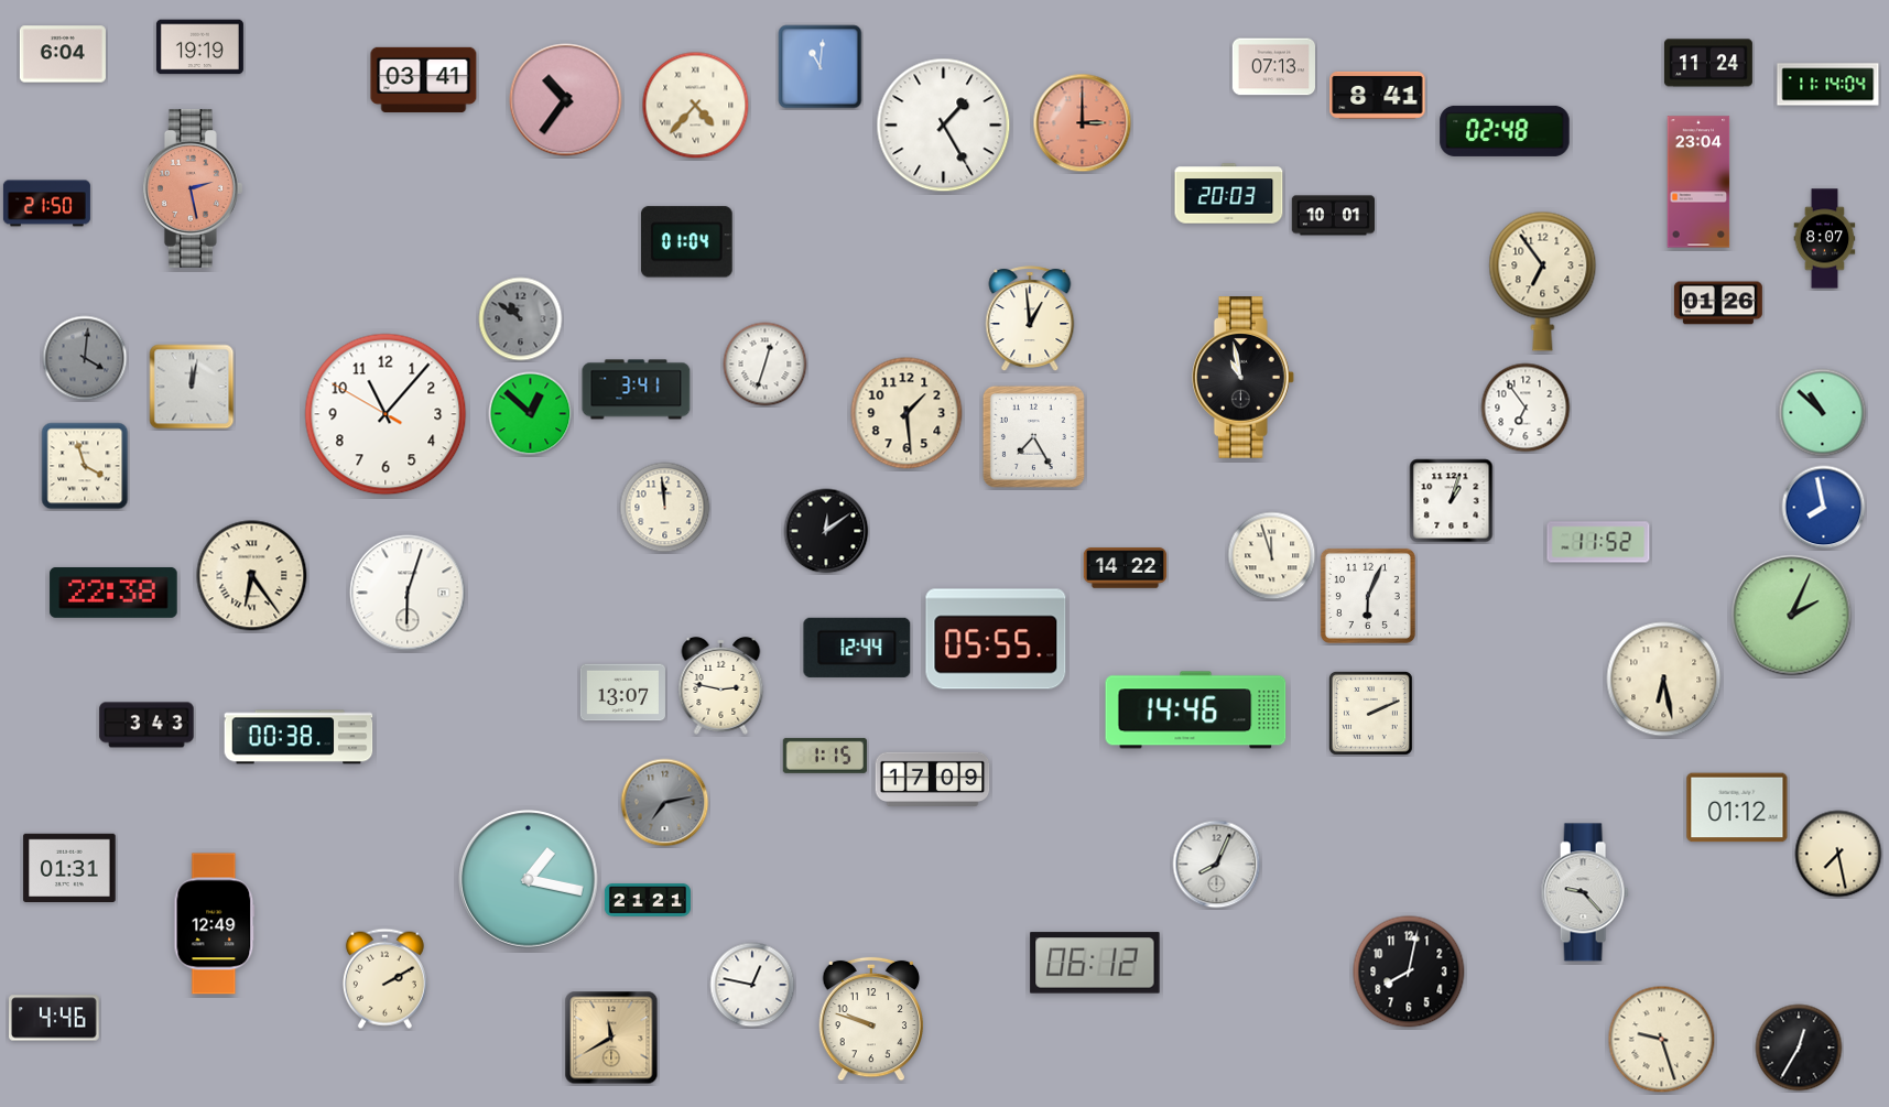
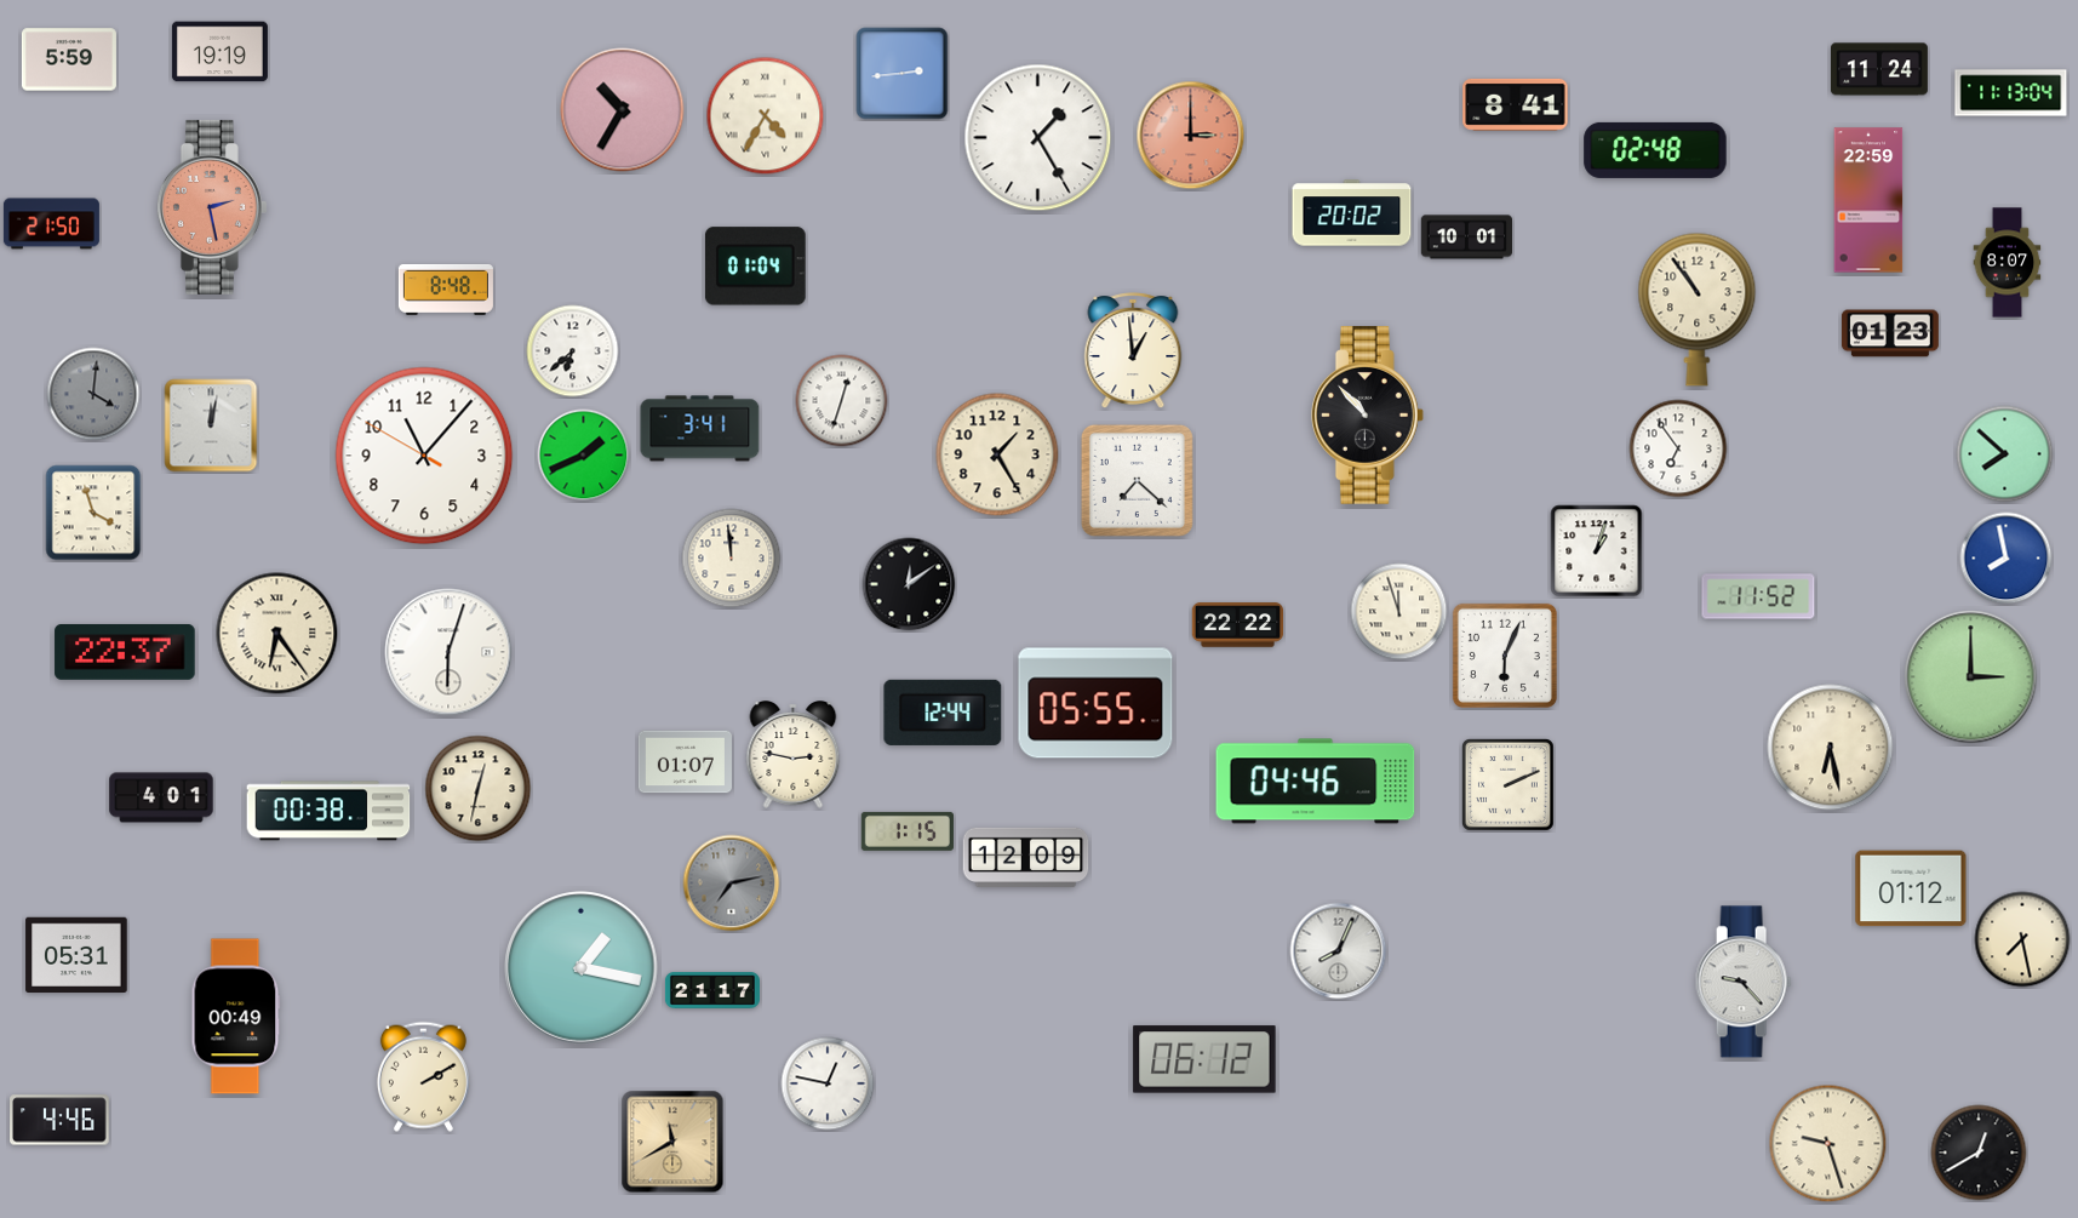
clock at (63, 54): 6:04 -> 5:59
clock at (821, 67): 11:01 -> 2:44
clock at (1273, 67): 07:13 -> none
clock at (424, 79): 03:41 -> none
clock at (1828, 85): 11:14 -> 11:13
clock at (566, 100): 10:36 -> 10:35
clock at (696, 106): 4:37 -> 4:35
clock at (1505, 131) position: (1505, 131) -> (1655, 150)
clock at (1698, 182): 23:04 -> 22:59
clock at (1229, 194): 20:03 -> 20:02
clock at (446, 290): none -> 8:48
clock at (1543, 281): 6:54 -> 10:54
clock at (1718, 303): 01:26 -> 01:23
clock at (521, 319): 10:51 -> 6:38
clock at (521, 319) dial: grey -> white
clock at (1242, 378): 10:58 -> 10:53
clock at (906, 413): 1:29 -> 1:25
clock at (1823, 413): 10:52 -> 7:52
clock at (531, 414): 12:52 -> 1:41
clock at (1033, 436): 7:25 -> 7:22
clock at (1126, 568): 14:22 -> 22:22
clock at (113, 593): 22:38 -> 22:37
clock at (1792, 616): 2:04 -> 3:00
clock at (622, 693): 13:07 -> 01:07
clock at (1196, 710): 14:46 -> 04:46
clock at (479, 789): none -> 12:32
clock at (146, 725): 3:43 -> 4:01
clock at (933, 779): 17:09 -> 12:09
clock at (69, 867): 01:31 -> 05:31
clock at (648, 900): 21:21 -> 21:17
clock at (215, 924): 12:49 -> 00:49
clock at (1409, 972): 8:02 -> none
clock at (871, 1019): 9:48 -> none
clock at (1799, 1048): 12:35 -> 12:40
